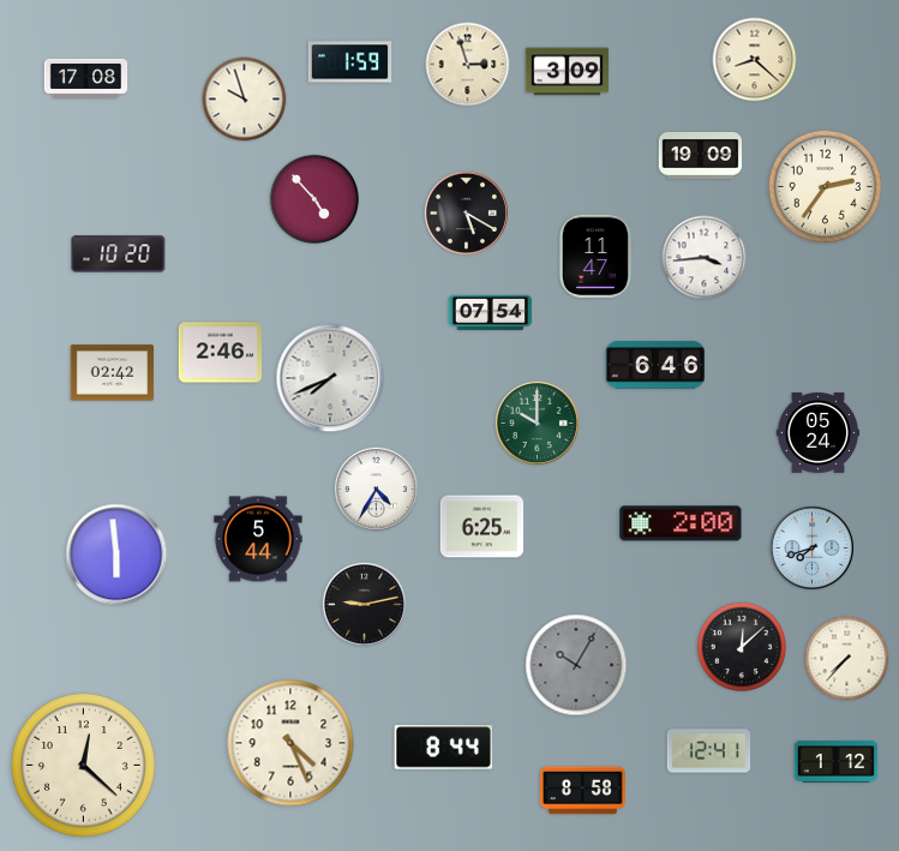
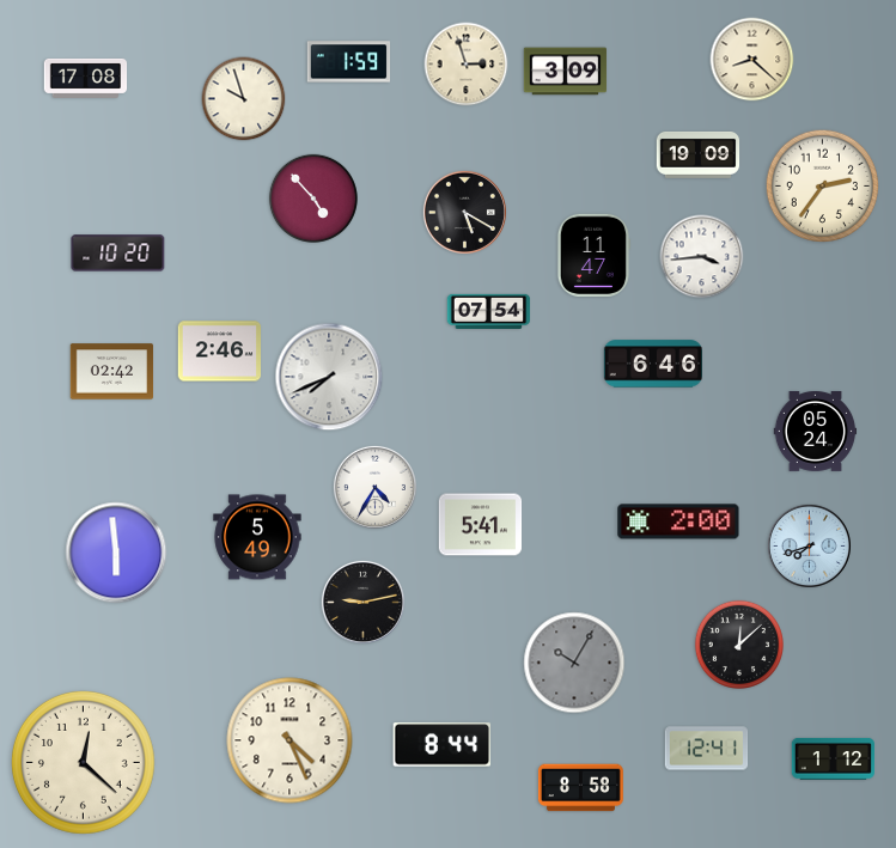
clock at (537, 422): 10:00 -> none
clock at (483, 527): 6:25 -> 5:41
clock at (258, 539): 5:44 -> 5:49
clock at (847, 659): 7:37 -> none
